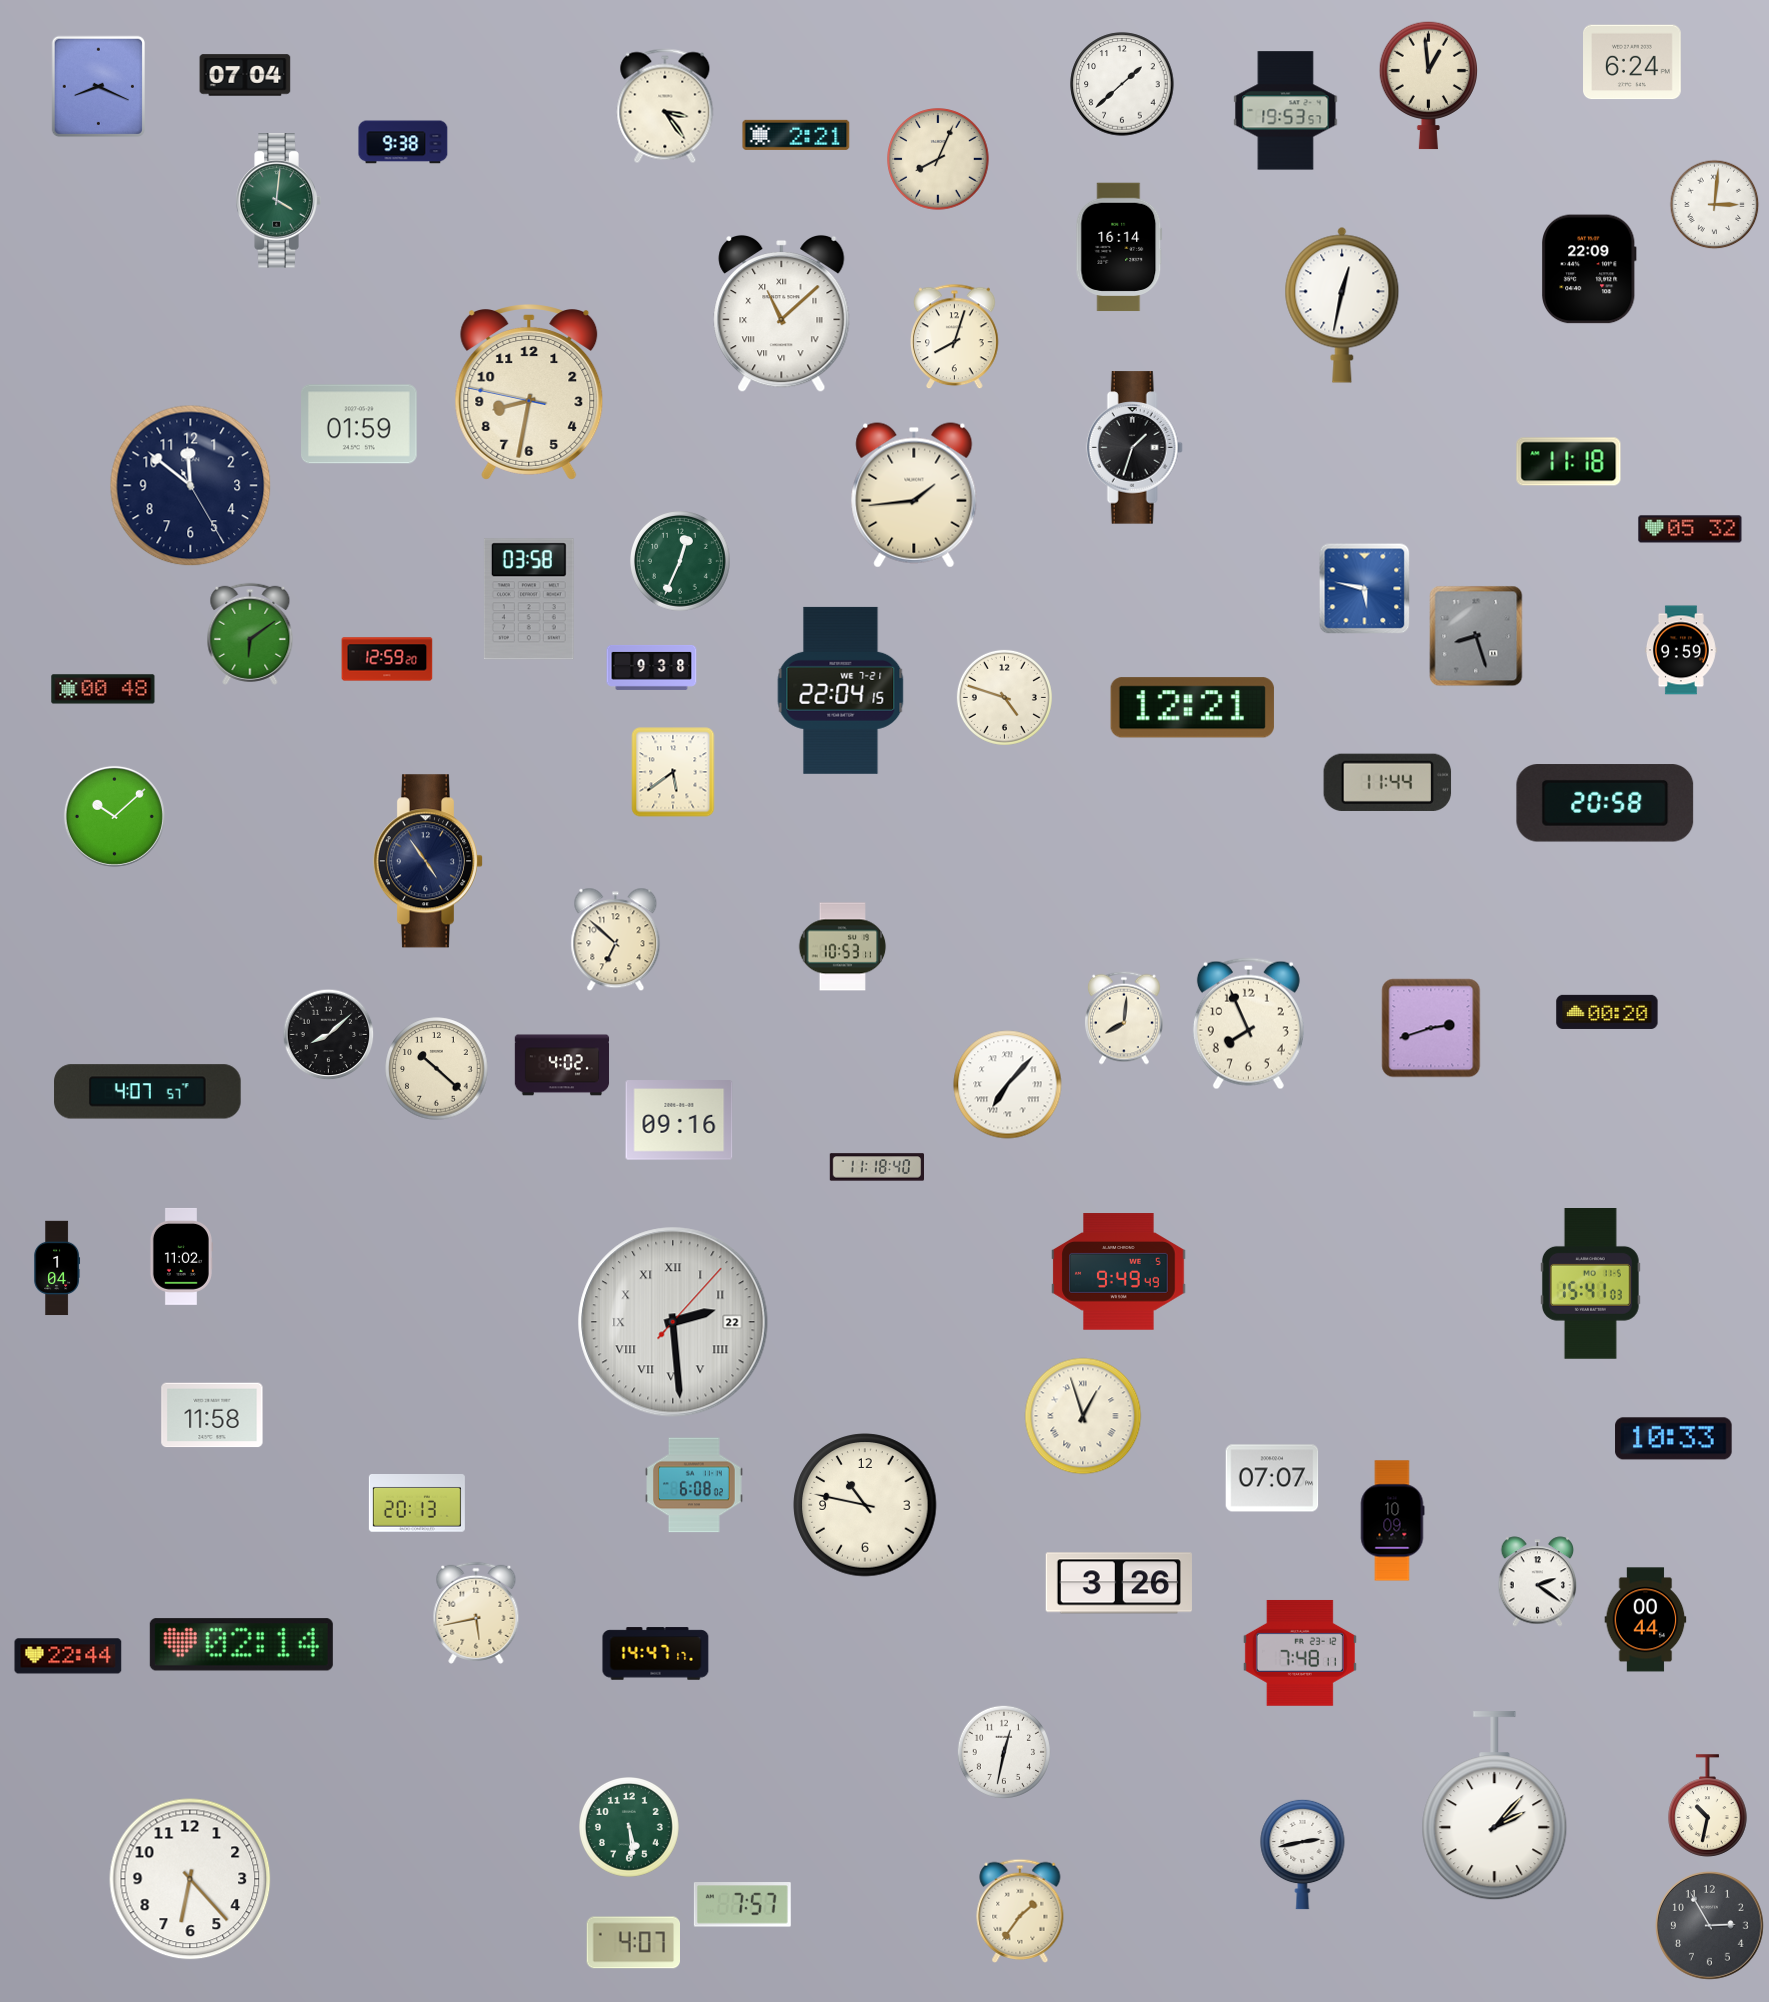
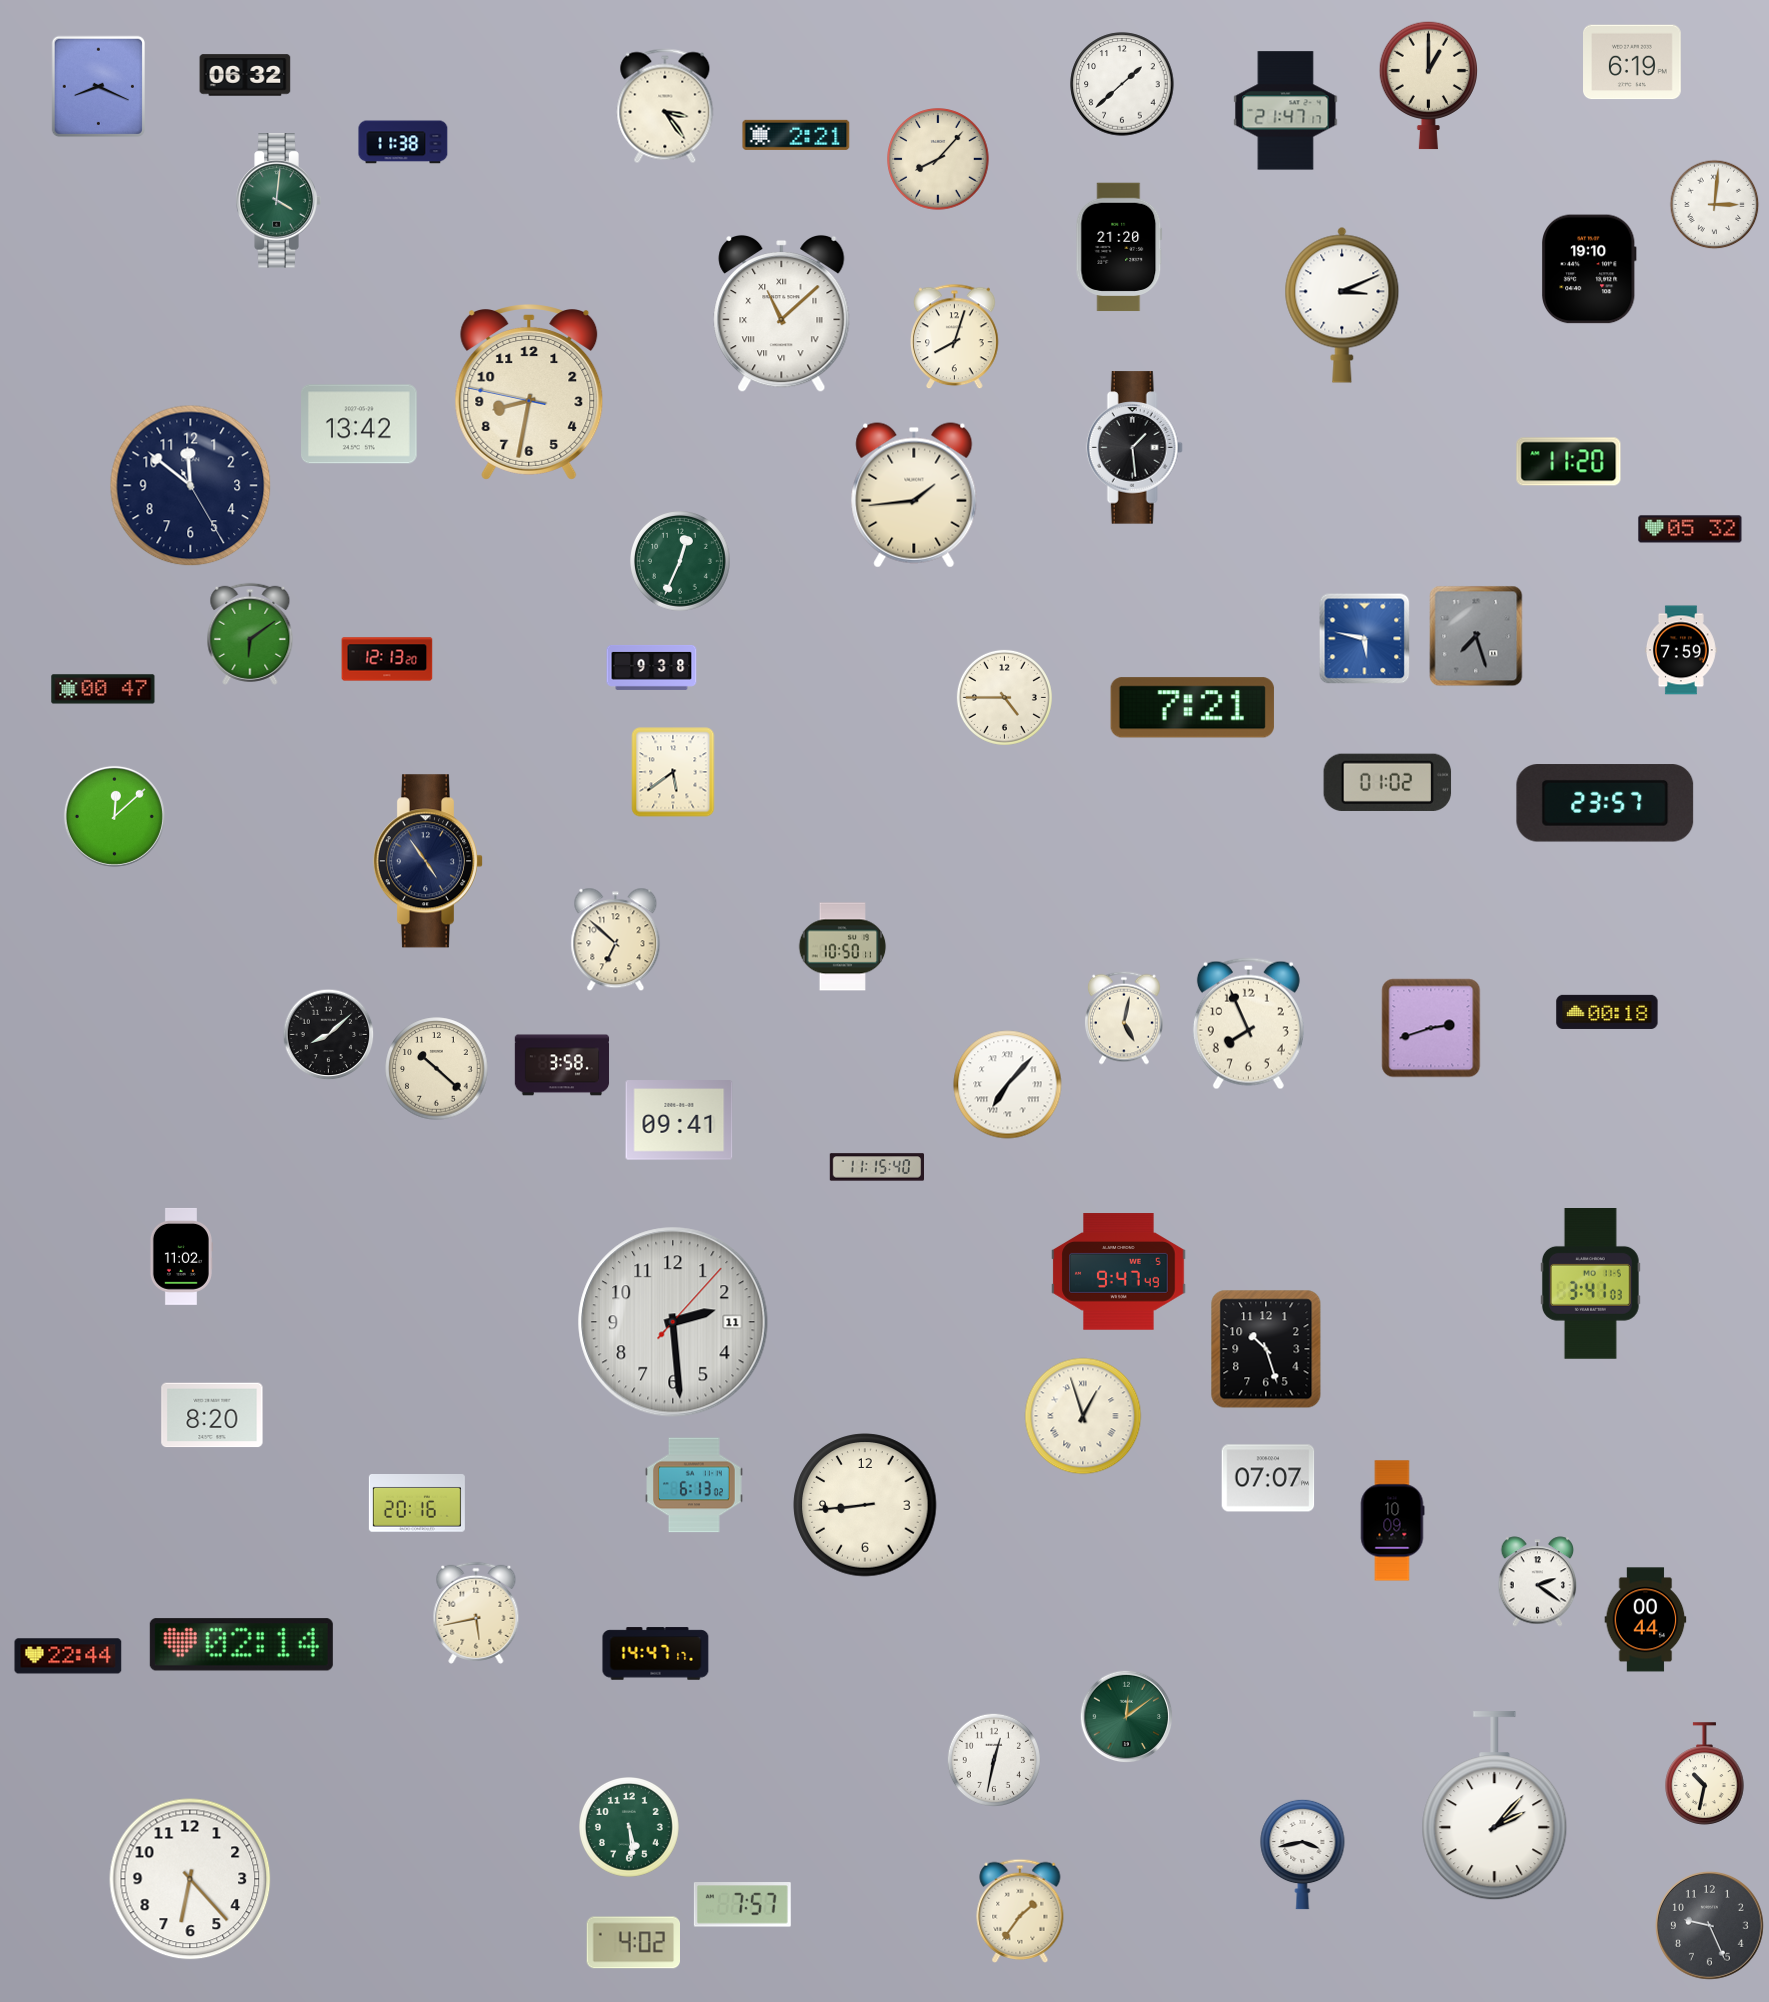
clock at (1633, 62): 6:24 -> 6:19
clock at (245, 75): 07:04 -> 06:32
clock at (1428, 85): 12:59 -> 1:00
clock at (1286, 111): 19:53 -> 21:47
clock at (403, 142): 9:38 -> 11:38
clock at (938, 159): 8:04 -> 8:07
clock at (1119, 247): 16:14 -> 21:20
clock at (1589, 269): 22:09 -> 19:10
clock at (1342, 305): 12:32 -> 3:11
clock at (360, 424): 01:59 -> 13:42
clock at (1134, 448): 1:33 -> 1:29
clock at (1569, 462): 11:18 -> 11:20
clock at (1365, 589) position: (1365, 589) -> (1365, 639)
clock at (529, 599): 03:58 -> none
clock at (1476, 636): 8:27 -> 7:27
clock at (1681, 650): 9:59 -> 7:59
clock at (387, 659): 12:59 -> 12:13
clock at (103, 689): 00:48 -> 00:47
clock at (841, 690): 22:04 -> none
clock at (1004, 697): 4:48 -> 4:45
clock at (1192, 708): 12:21 -> 7:21
clock at (1388, 782): 11:44 -> 01:02
clock at (1605, 803): 20:58 -> 23:57
clock at (114, 816): 10:08 -> 12:08
clock at (843, 947): 10:53 -> 10:50
clock at (1607, 1012): 00:20 -> 00:18
clock at (1124, 1018): 8:01 -> 5:02
clock at (562, 1065): 4:02 -> 3:58
clock at (148, 1092): 4:07 -> none
clock at (679, 1120): 09:16 -> 09:41
clock at (876, 1167): 11:18 -> 11:15
clock at (57, 1268): 1:04 -> none
clock at (1119, 1272): 9:49 -> 9:47
clock at (1590, 1284): 15:41 -> 3:41
clock at (673, 1322) date: 22 -> 11
clock at (673, 1322) numerals: Roman -> Arabic
clock at (1266, 1349): none -> 10:27
clock at (212, 1415): 11:58 -> 8:20
clock at (1674, 1439): 10:33 -> none
clock at (1272, 1478) position: (1272, 1478) -> (1268, 1478)
clock at (695, 1485): 6:08 -> 6:13
clock at (417, 1504): 20:13 -> 20:16
clock at (865, 1505): 10:47 -> 8:44
clock at (1119, 1583): 3:26 -> none
clock at (1300, 1653): 7:48 -> none
clock at (1127, 1717): none -> 12:09
clock at (1003, 1751) position: (1003, 1751) -> (993, 1759)
clock at (1708, 1806) position: (1708, 1806) -> (1705, 1774)
clock at (1303, 1854): 2:43 -> 3:43
clock at (1710, 1926): 2:55 -> 9:26
clock at (634, 1943): 4:07 -> 4:02
